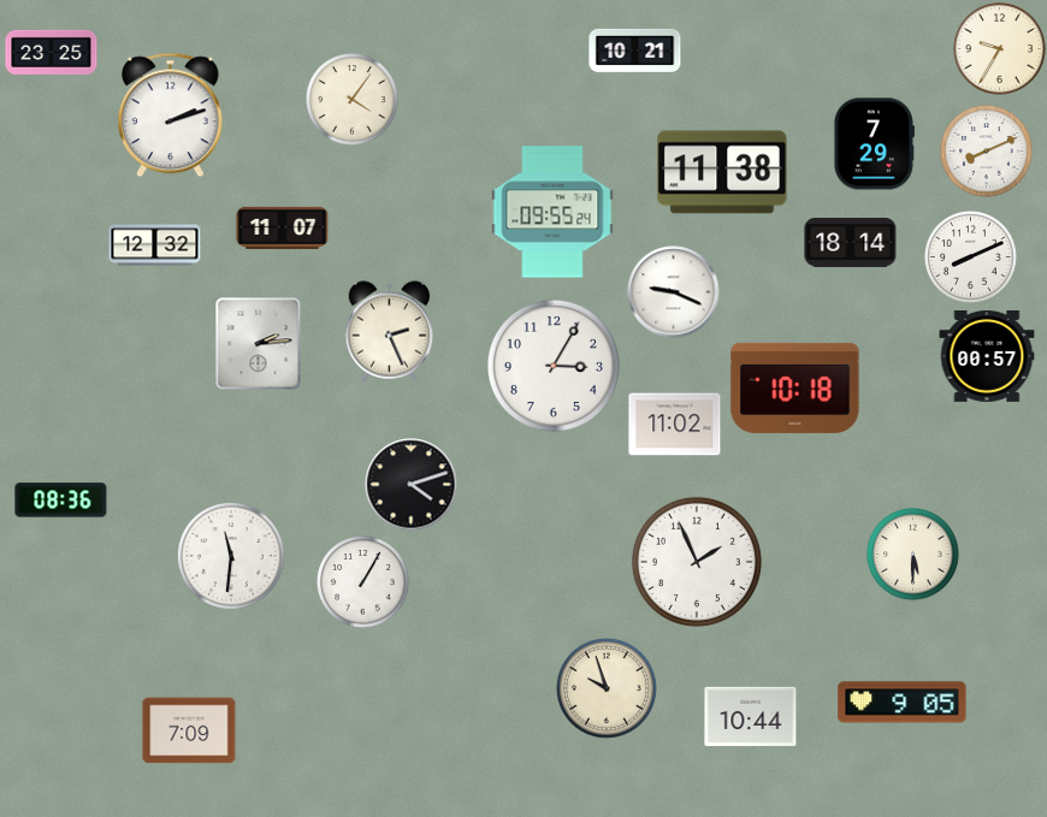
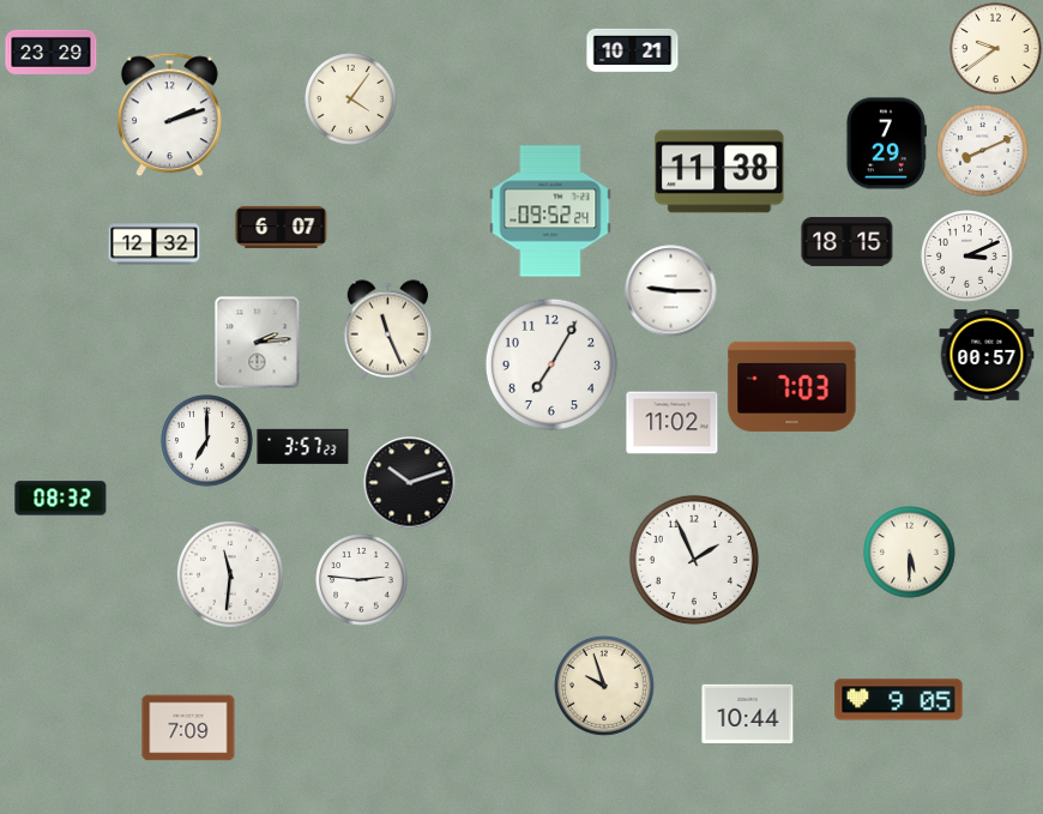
clock at (1000, 49): 9:35 -> 9:39
clock at (52, 52): 23:25 -> 23:29
clock at (874, 144) position: (874, 144) -> (886, 144)
clock at (552, 212): 09:55 -> 09:52
clock at (283, 227): 11:07 -> 6:07
clock at (851, 243): 18:14 -> 18:15
clock at (971, 257): 8:11 -> 3:11
clock at (674, 292): 9:19 -> 9:15
clock at (390, 332): 2:26 -> 11:26
clock at (987, 356) position: (987, 356) -> (987, 355)
clock at (554, 366): 3:05 -> 7:05
clock at (795, 387): 10:18 -> 7:03
clock at (207, 441): none -> 7:00
clock at (303, 447): none -> 3:57
clock at (412, 485): 4:12 -> 10:12
clock at (61, 501): 08:36 -> 08:32
clock at (231, 556) position: (231, 556) -> (230, 574)
clock at (363, 582): 1:05 -> 2:46
